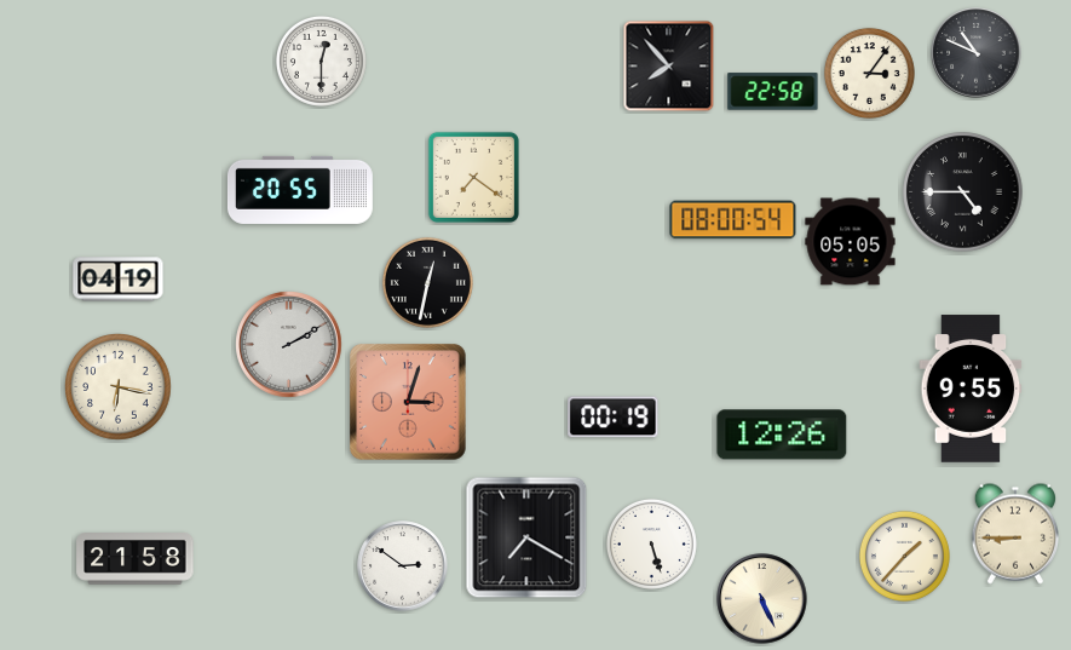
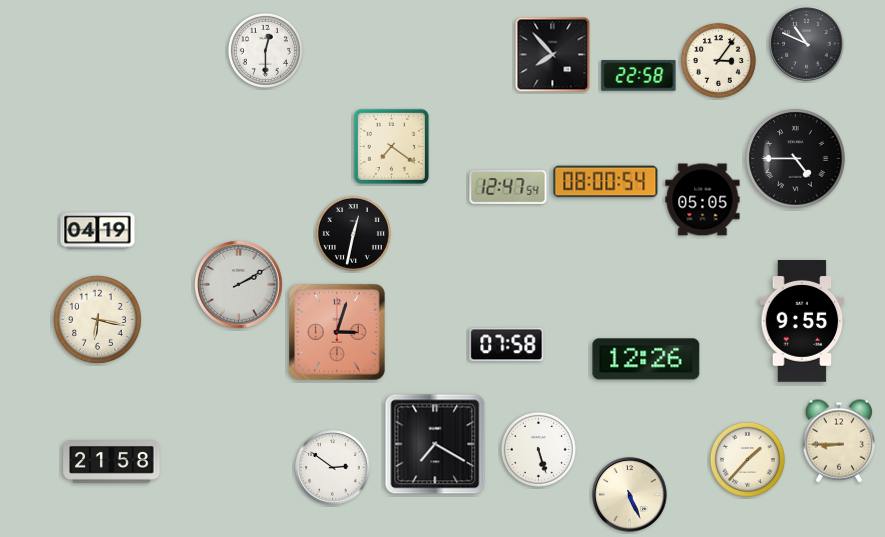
clock at (300, 190): 20:55 -> none
clock at (508, 188): none -> 12:47
clock at (614, 418): 00:19 -> 07:58
